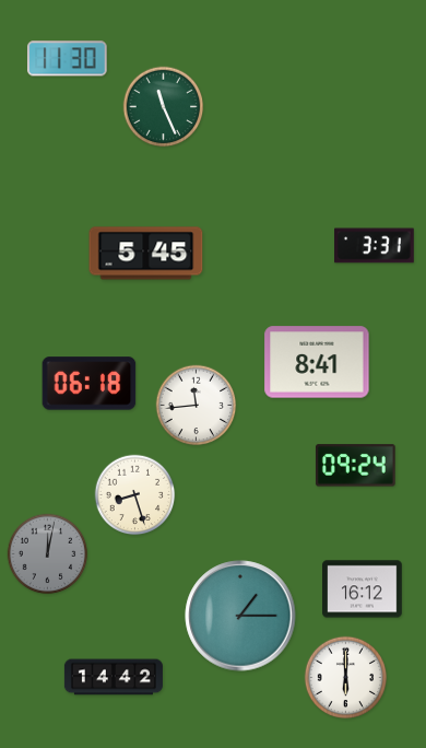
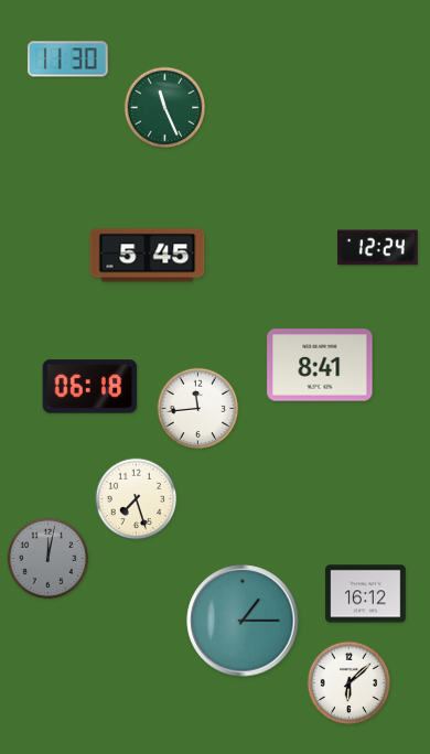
clock at (375, 246): 3:31 -> 12:24
clock at (355, 466): 09:24 -> none
clock at (135, 495): 8:27 -> 7:27
clock at (114, 677): 14:42 -> none
clock at (346, 678): 6:00 -> 6:08
